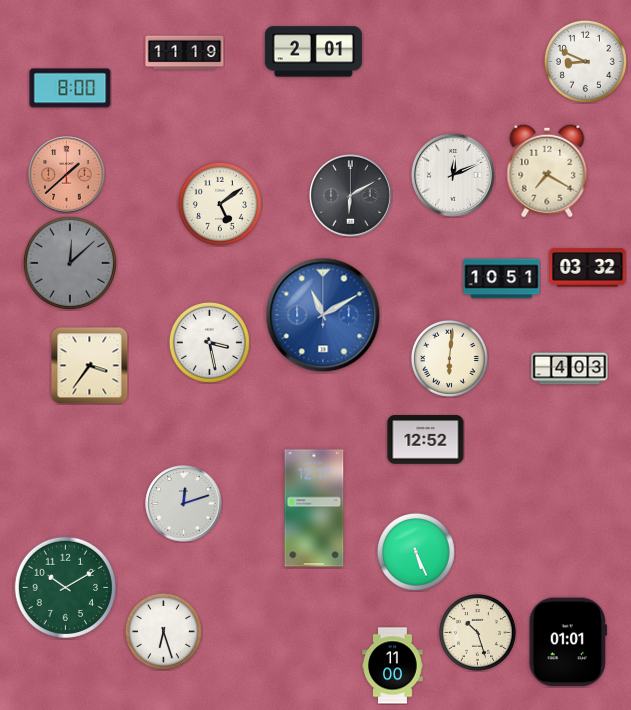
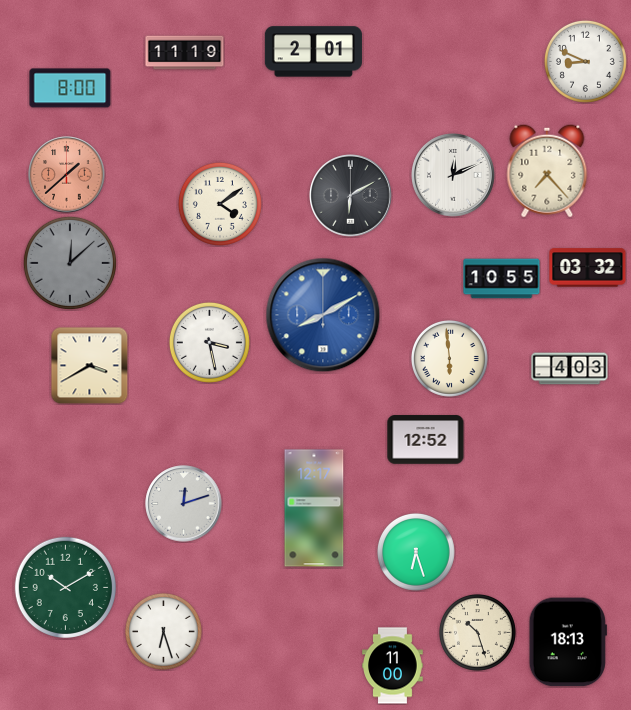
clock at (547, 171): 7:20 -> 7:23
clock at (220, 204): 5:09 -> 4:09
clock at (502, 279): 10:51 -> 10:55
clock at (323, 315): 11:10 -> 8:10
clock at (449, 358): 6:01 -> 5:59
clock at (89, 365): 3:36 -> 3:40
clock at (416, 552): 5:26 -> 6:27
clock at (568, 642): 01:01 -> 18:13
